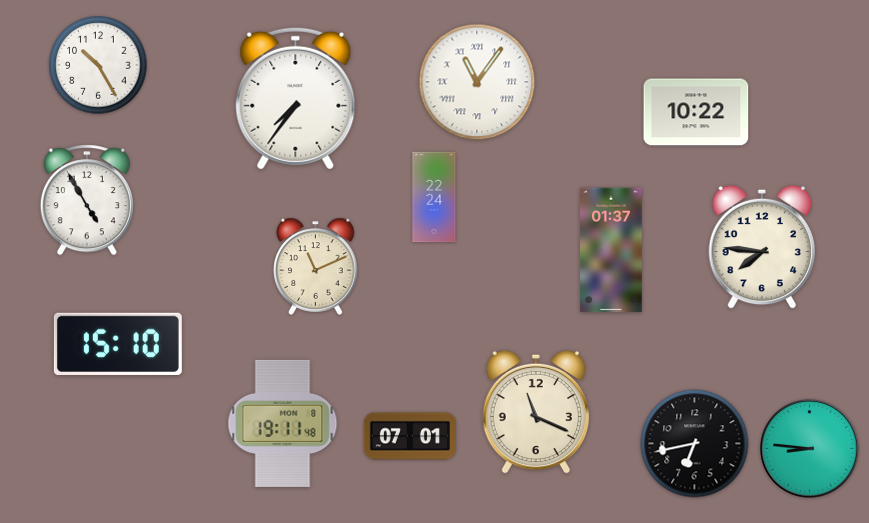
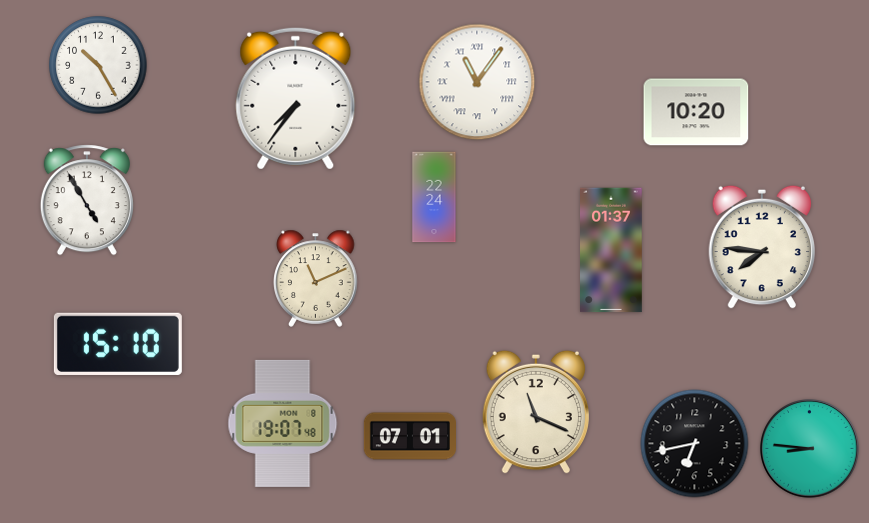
clock at (696, 112): 10:22 -> 10:20
clock at (316, 266) position: (316, 266) -> (316, 278)
clock at (283, 423): 19:11 -> 19:07
